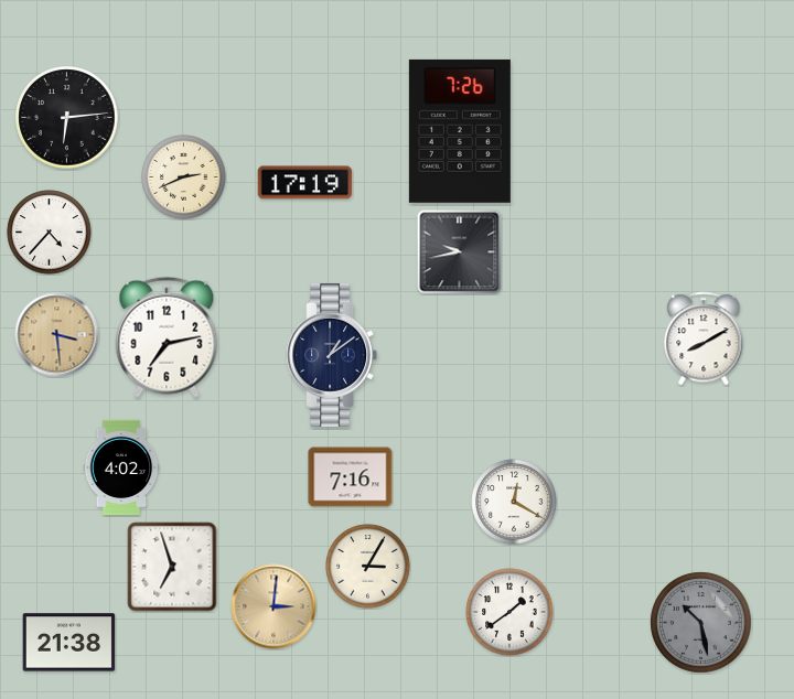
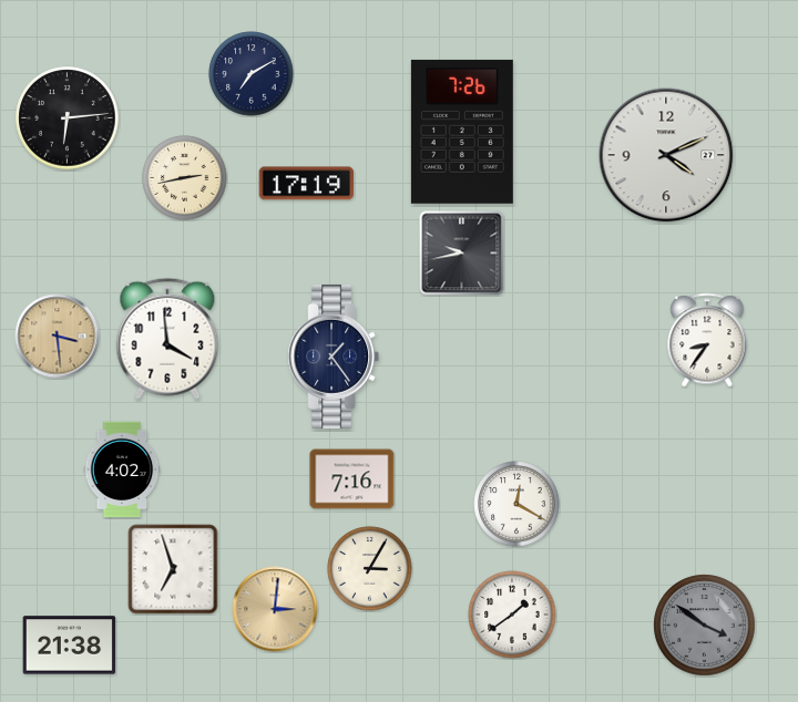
clock at (252, 74): none -> 7:10
clock at (666, 155): none -> 4:11
clock at (184, 178): 2:41 -> 2:43
clock at (50, 233): 4:37 -> none
clock at (167, 337): 7:13 -> 3:59
clock at (704, 338): 8:10 -> 8:36
clock at (332, 355): 1:09 -> 1:24
clock at (701, 623): 10:28 -> 3:51
